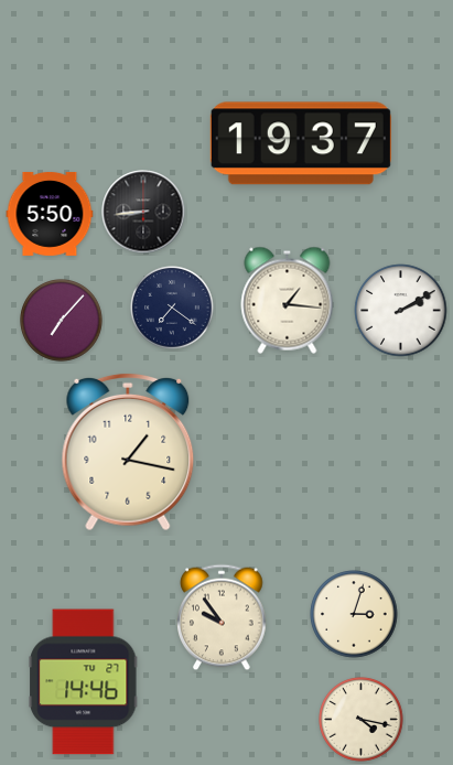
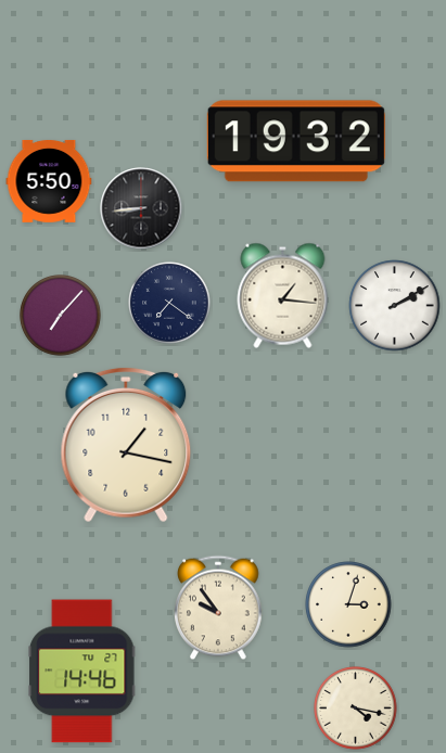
clock at (301, 143): 19:37 -> 19:32
clock at (50, 215) position: (50, 215) -> (49, 182)
